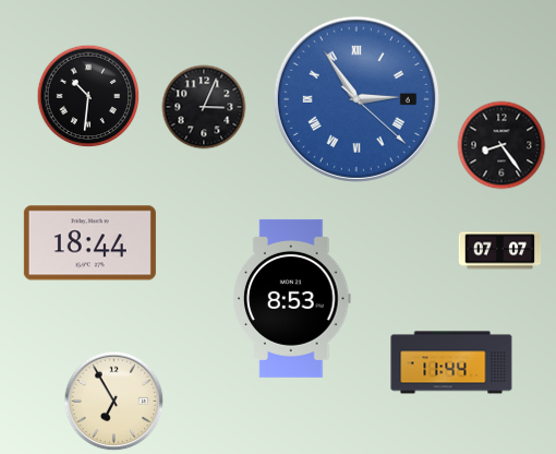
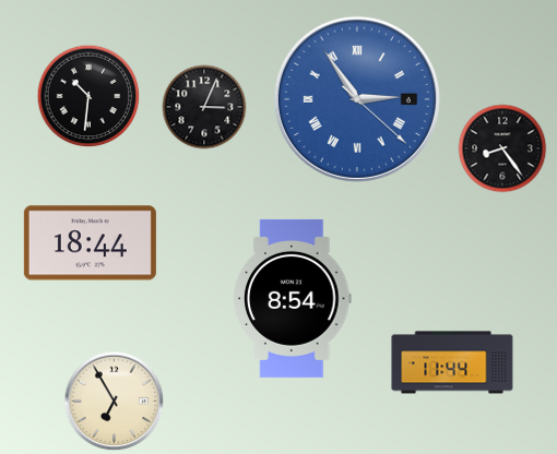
clock at (501, 145) position: (501, 145) -> (502, 148)
clock at (500, 251): 07:07 -> none
clock at (292, 298): 8:53 -> 8:54
